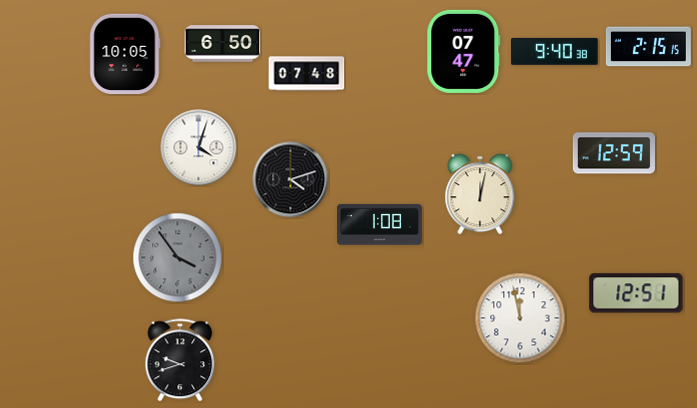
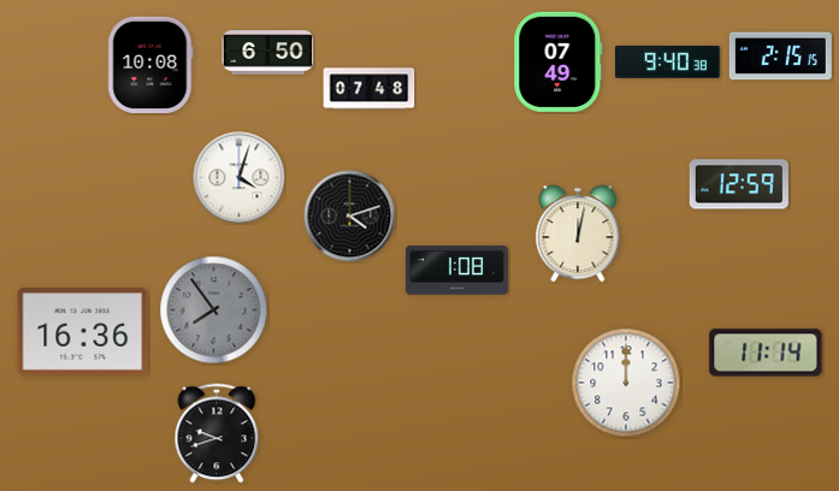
clock at (464, 51): 07:47 -> 07:49
clock at (125, 53): 10:05 -> 10:08
clock at (178, 258): 3:54 -> 7:54
clock at (83, 332): none -> 16:36
clock at (636, 293): 12:51 -> 11:14
clock at (520, 318): 11:58 -> 12:00
